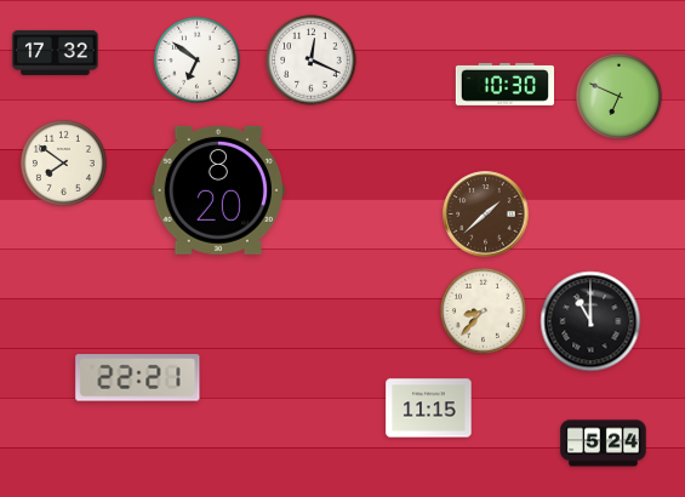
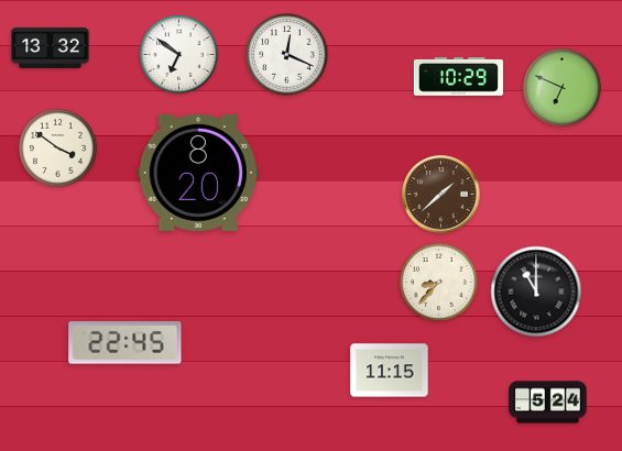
clock at (56, 52): 17:32 -> 13:32
clock at (312, 61) position: (312, 61) -> (287, 55)
clock at (504, 84): 10:30 -> 10:29
clock at (63, 162): 7:51 -> 3:51
clock at (138, 378): 22:21 -> 22:45
